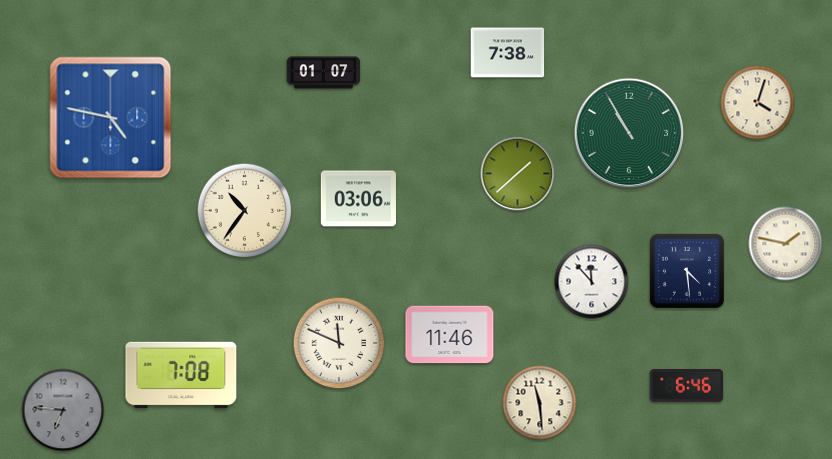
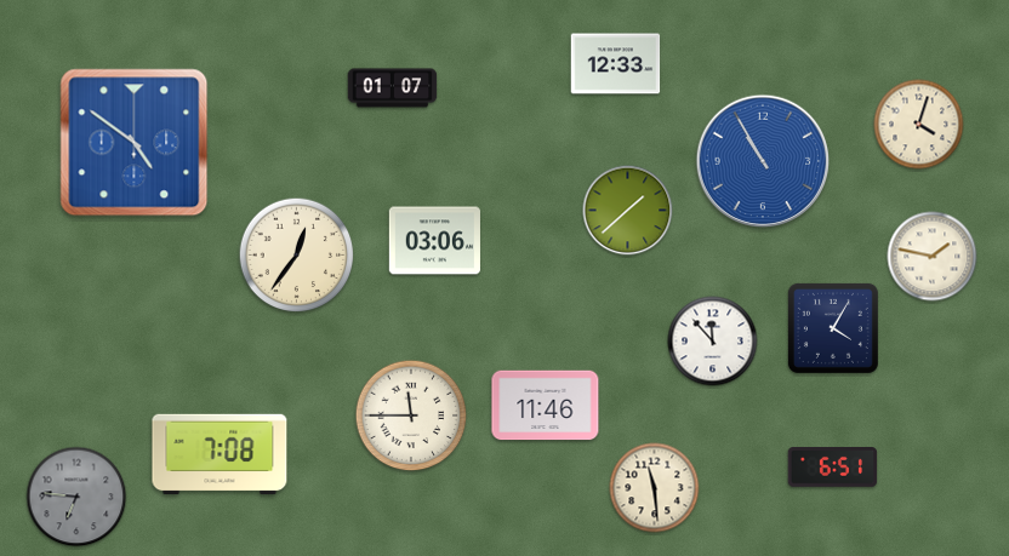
clock at (508, 53): 7:38 -> 12:33
clock at (111, 118): 4:47 -> 4:51
clock at (629, 133) dial: green -> blue
clock at (245, 211): 10:36 -> 12:36
clock at (786, 244) position: (786, 244) -> (933, 257)
clock at (687, 271): 4:29 -> 4:05
clock at (592, 282) position: (592, 282) -> (713, 342)
clock at (339, 343): 11:49 -> 11:45
clock at (687, 386): 6:46 -> 6:51
